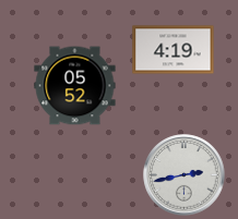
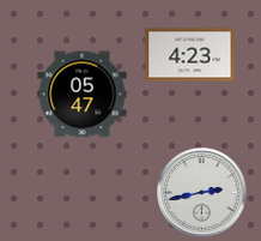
clock at (174, 50): 4:19 -> 4:23
clock at (75, 86): 05:52 -> 05:47
